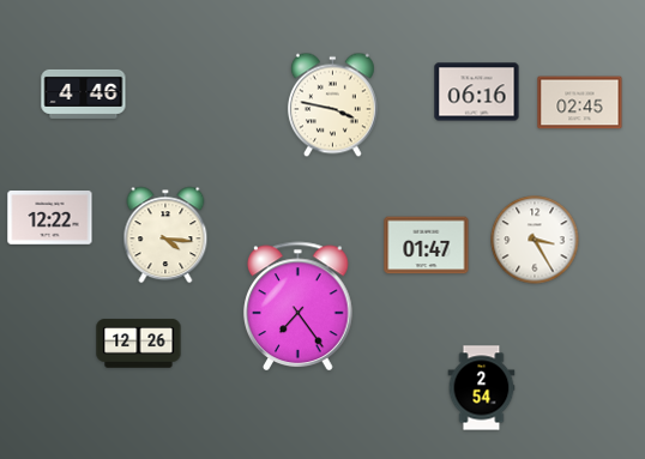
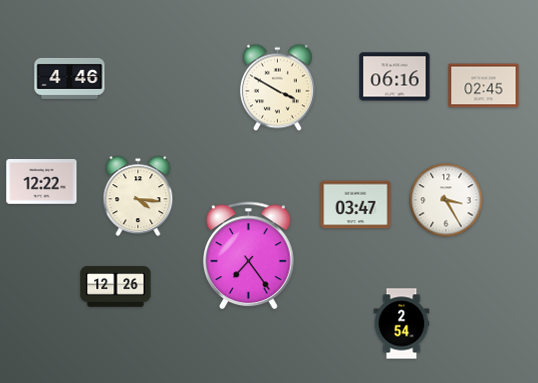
clock at (477, 92) position: (477, 92) -> (395, 77)
clock at (332, 105): 3:47 -> 3:50
clock at (427, 246): 01:47 -> 03:47
